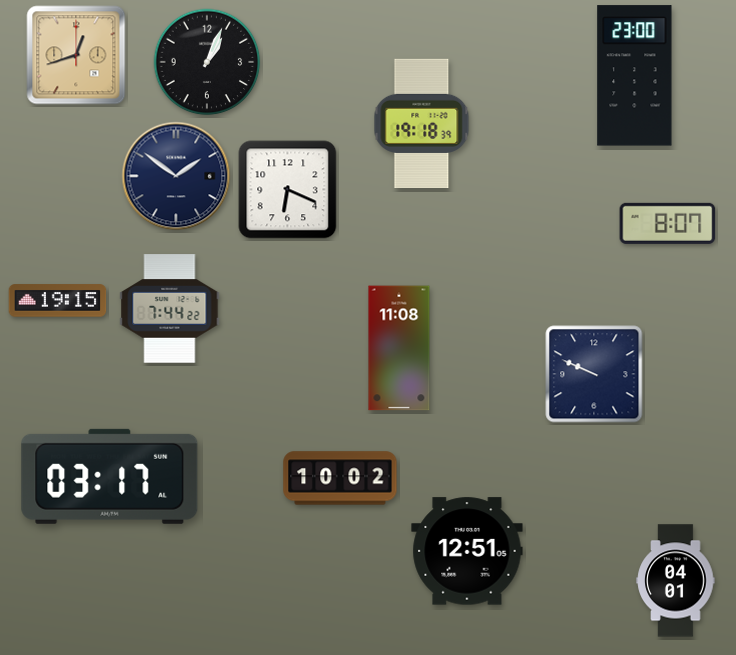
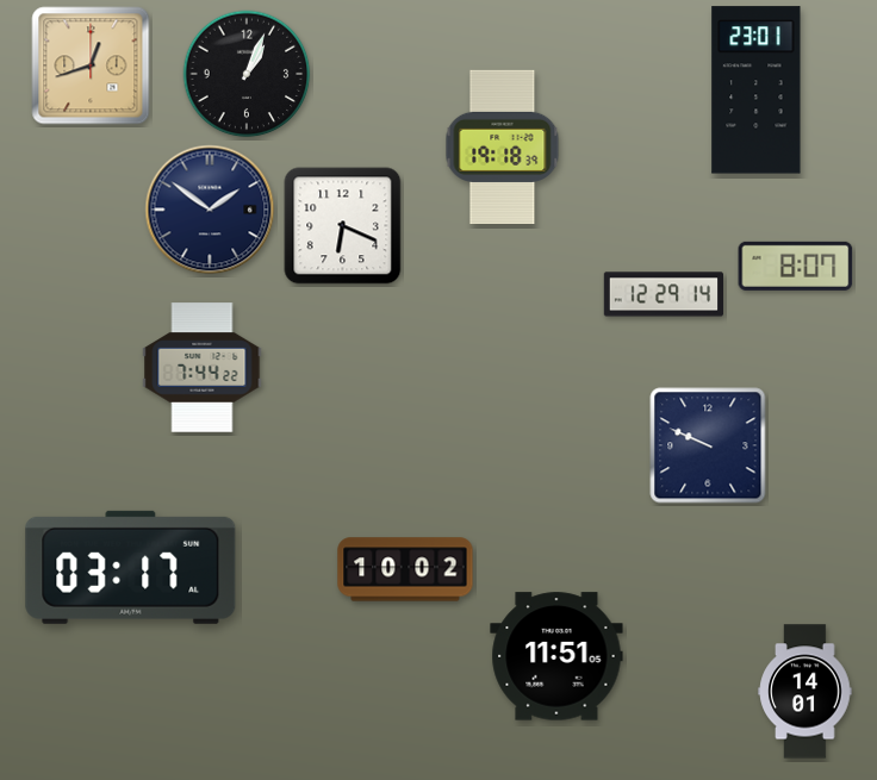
clock at (635, 76): 23:00 -> 23:01
clock at (664, 294): none -> 12:29
clock at (58, 301): 19:15 -> none
clock at (399, 348): 11:08 -> none
clock at (467, 551): 12:51 -> 11:51
clock at (676, 581): 04:01 -> 14:01
